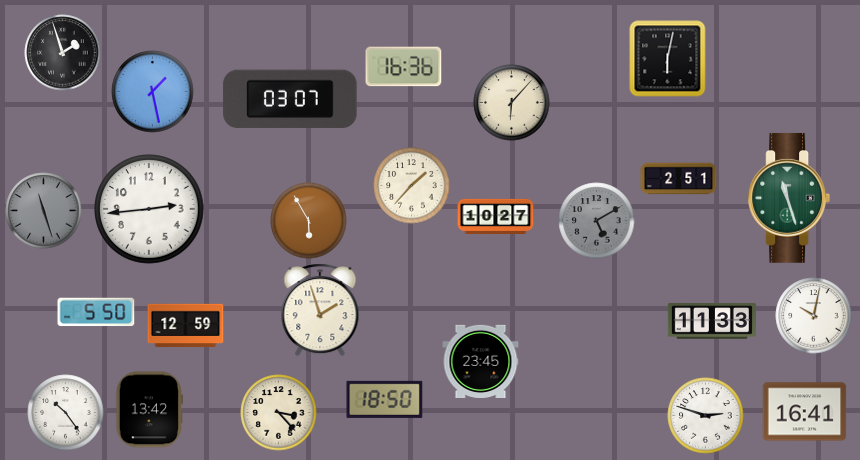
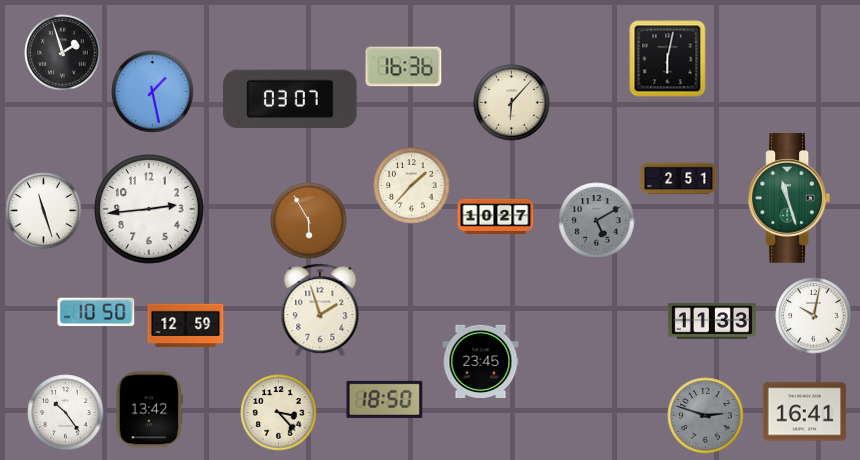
clock at (44, 211) dial: grey -> white
clock at (96, 312): 5:50 -> 10:50
clock at (706, 416) dial: white -> grey
